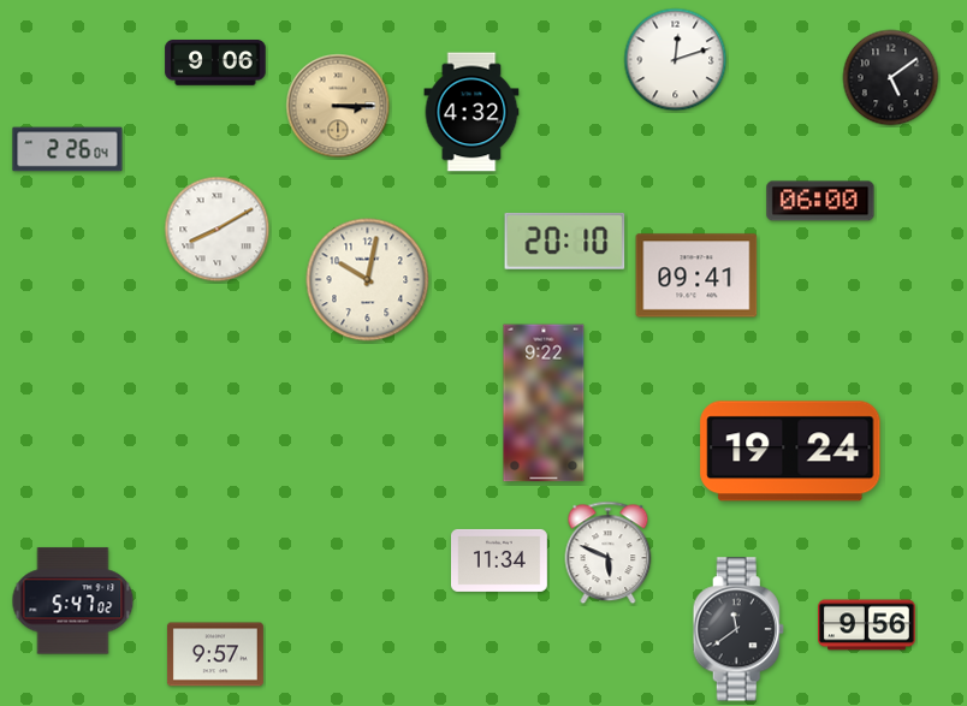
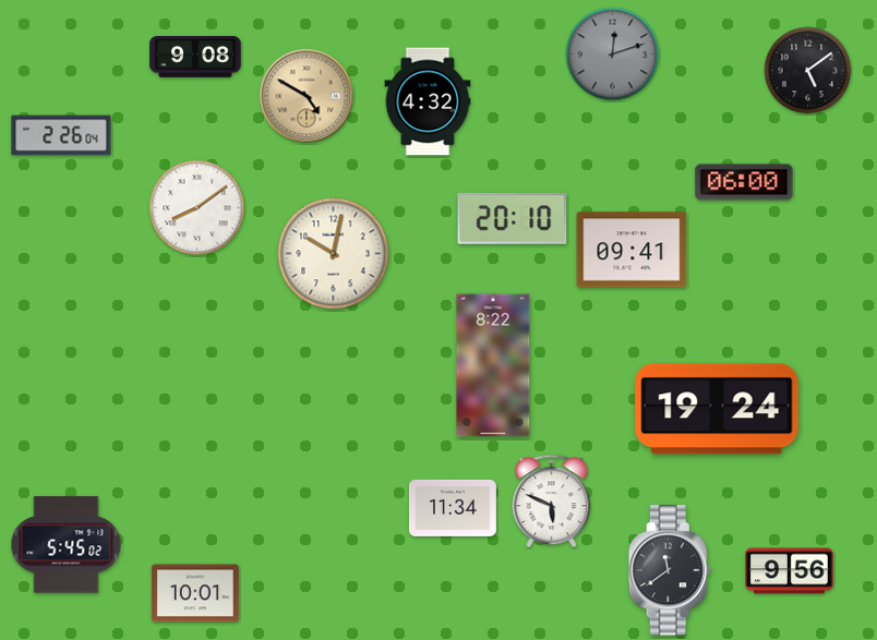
clock at (676, 60) dial: white -> grey
clock at (215, 64): 9:06 -> 9:08
clock at (338, 106): 3:15 -> 4:50
clock at (218, 230): 8:10 -> 8:09
clock at (544, 403): 9:22 -> 8:22
clock at (73, 601): 5:47 -> 5:45
clock at (867, 625) position: (867, 625) -> (790, 571)
clock at (215, 654): 9:57 -> 10:01
